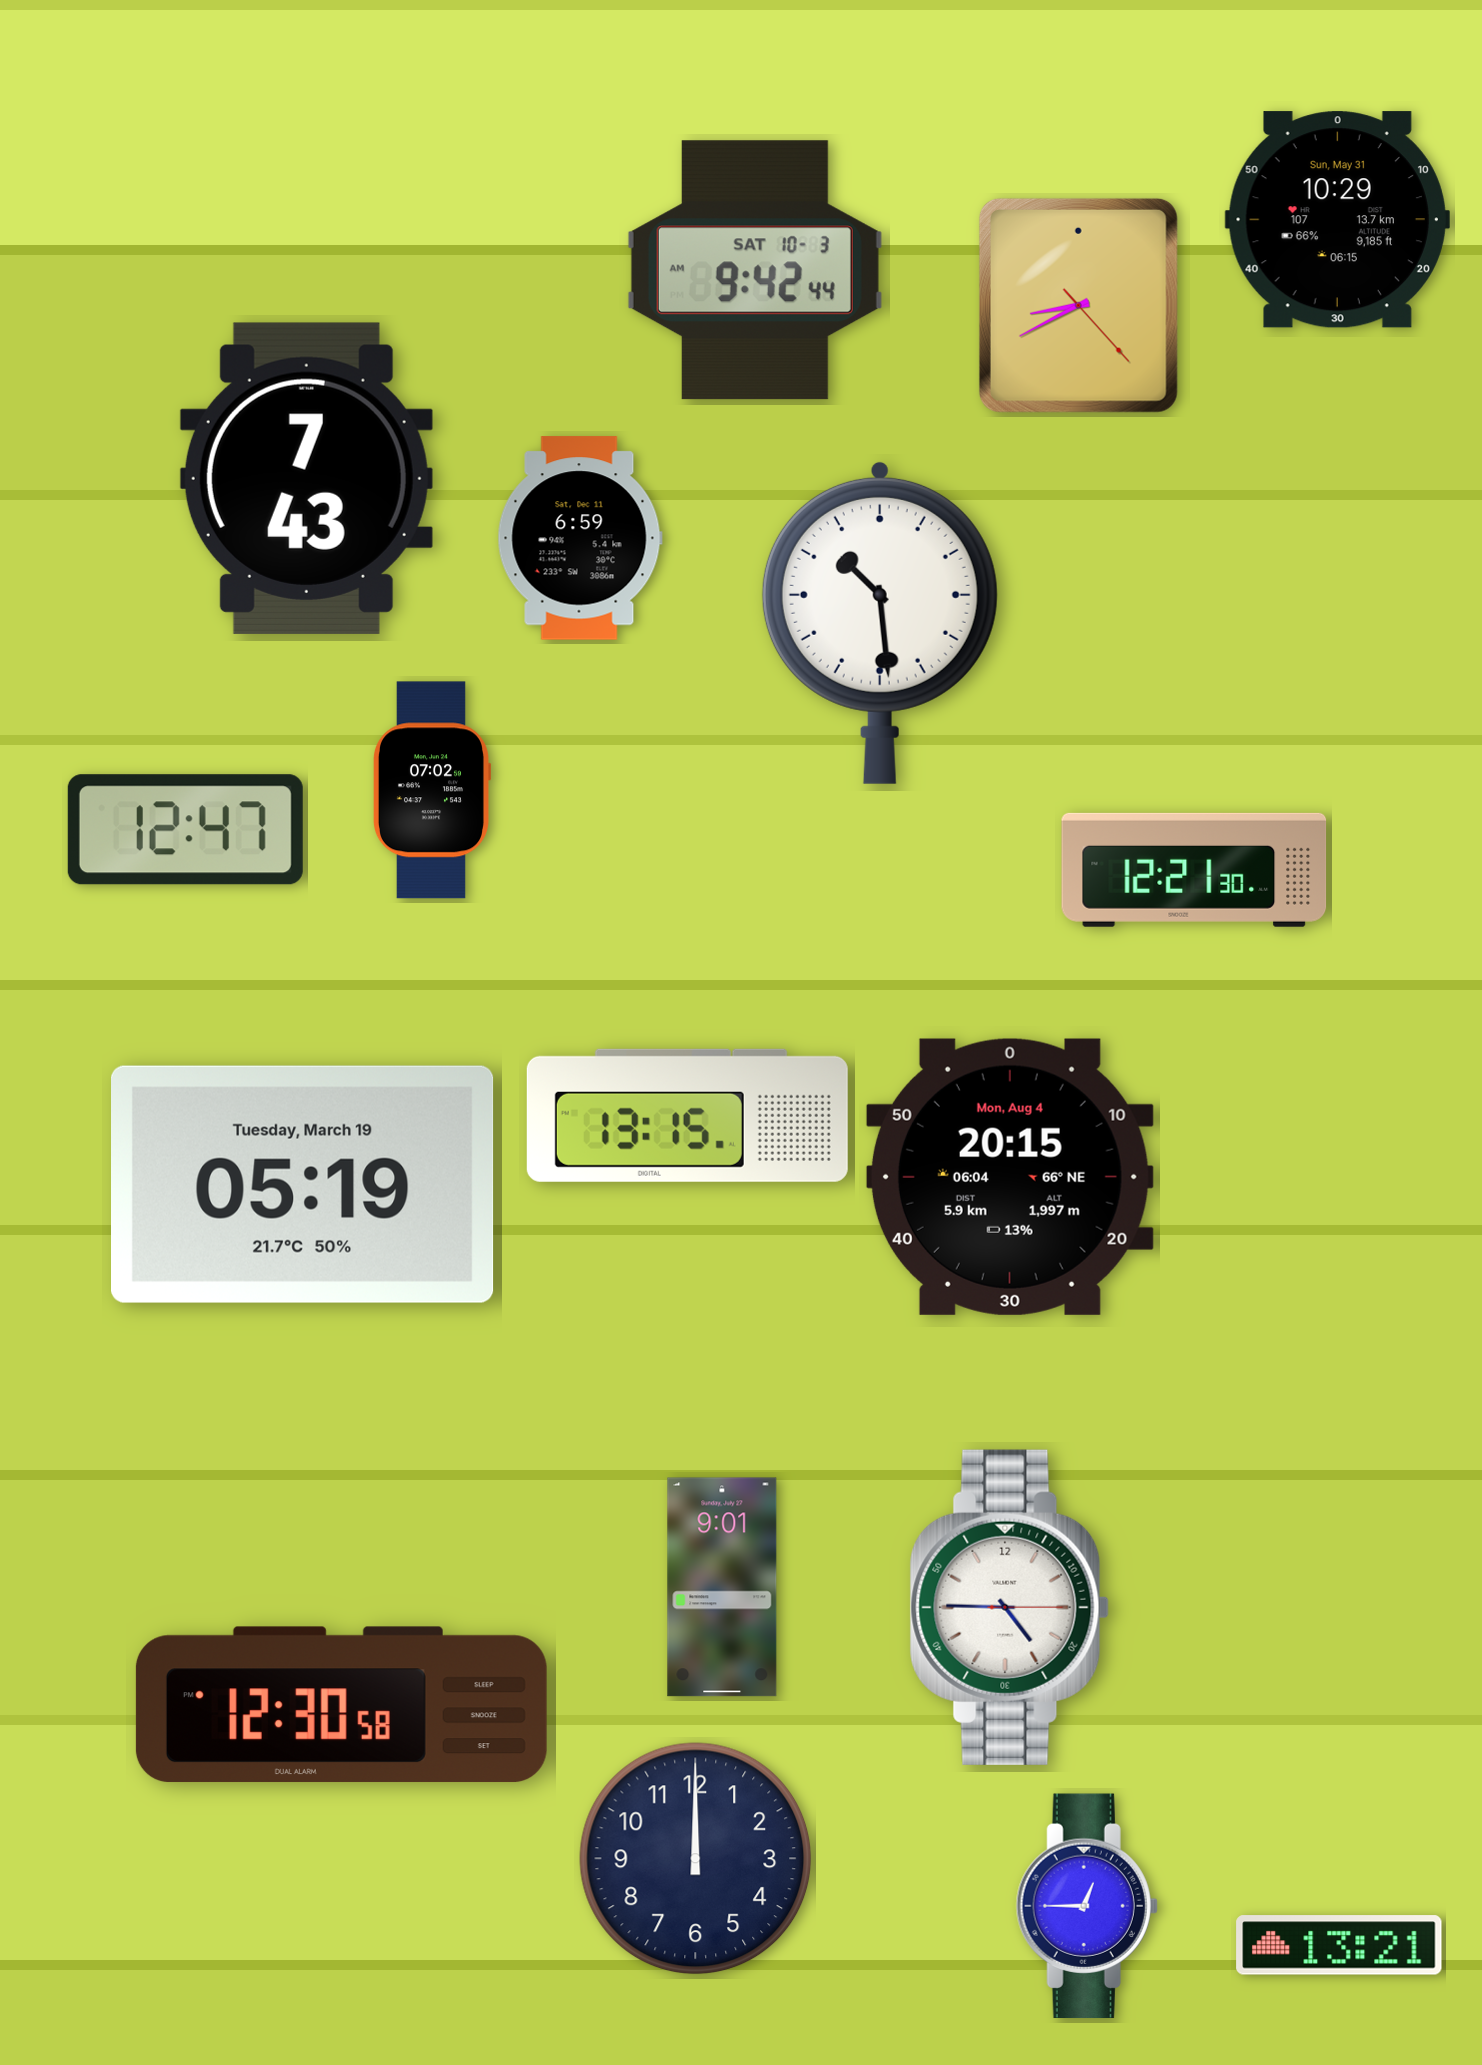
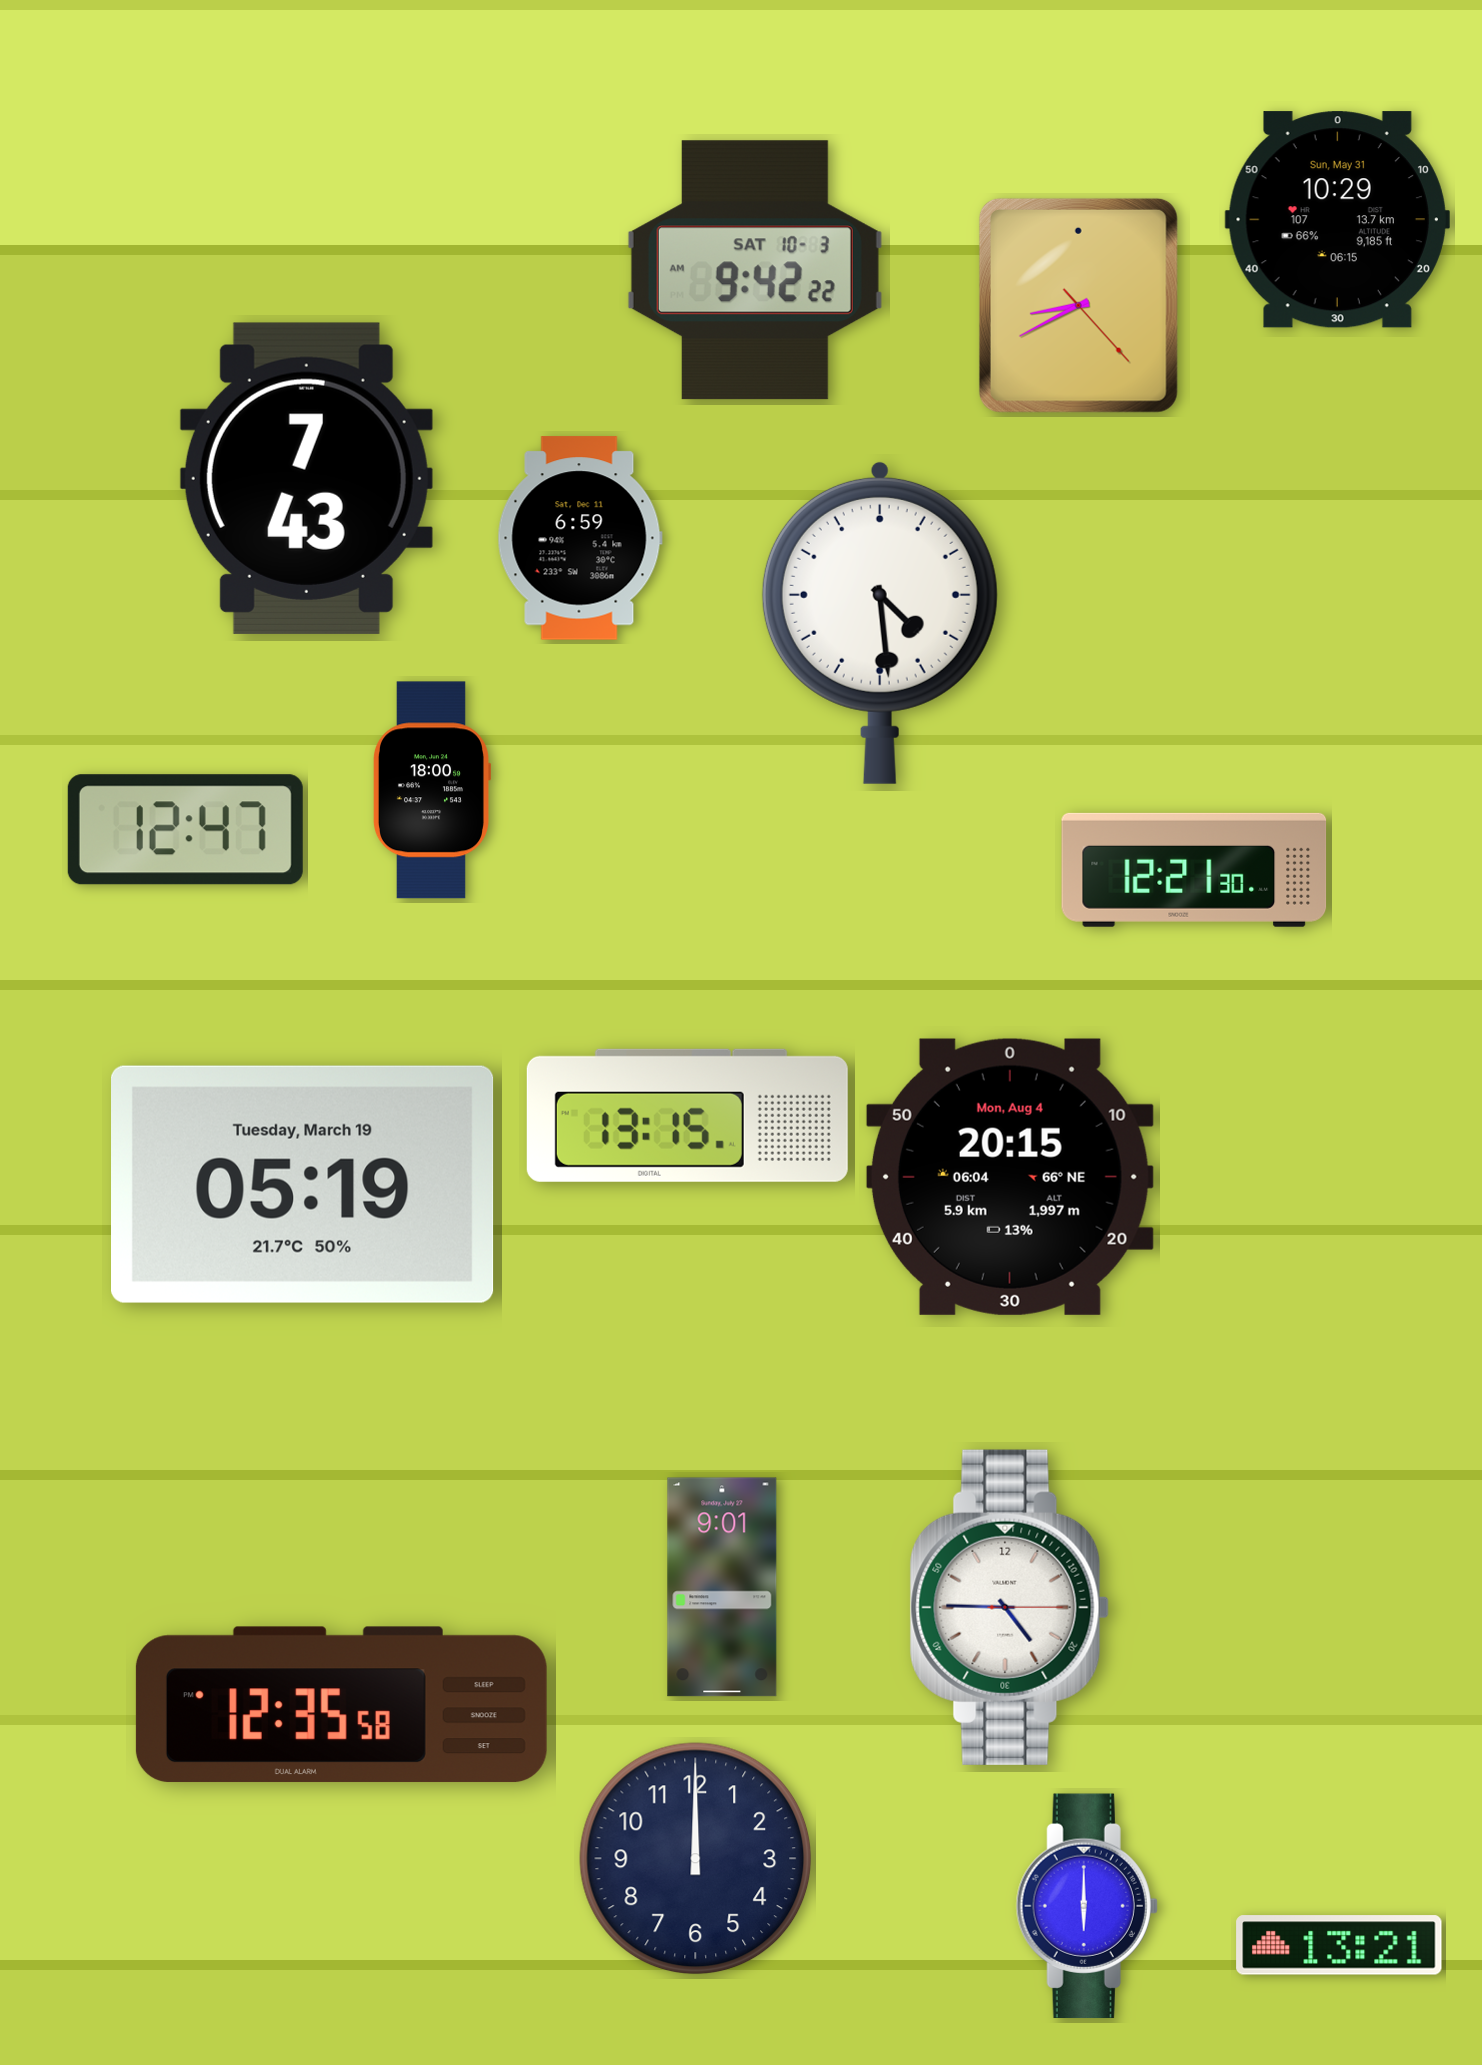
clock at (755, 270): 9:42:44 AM -> 9:42:22 AM
clock at (880, 622): 10:29 -> 4:29
clock at (431, 790): 07:02 -> 18:00
clock at (341, 1705): 12:30 -> 12:35
clock at (1087, 1906): 12:45 -> 6:00
